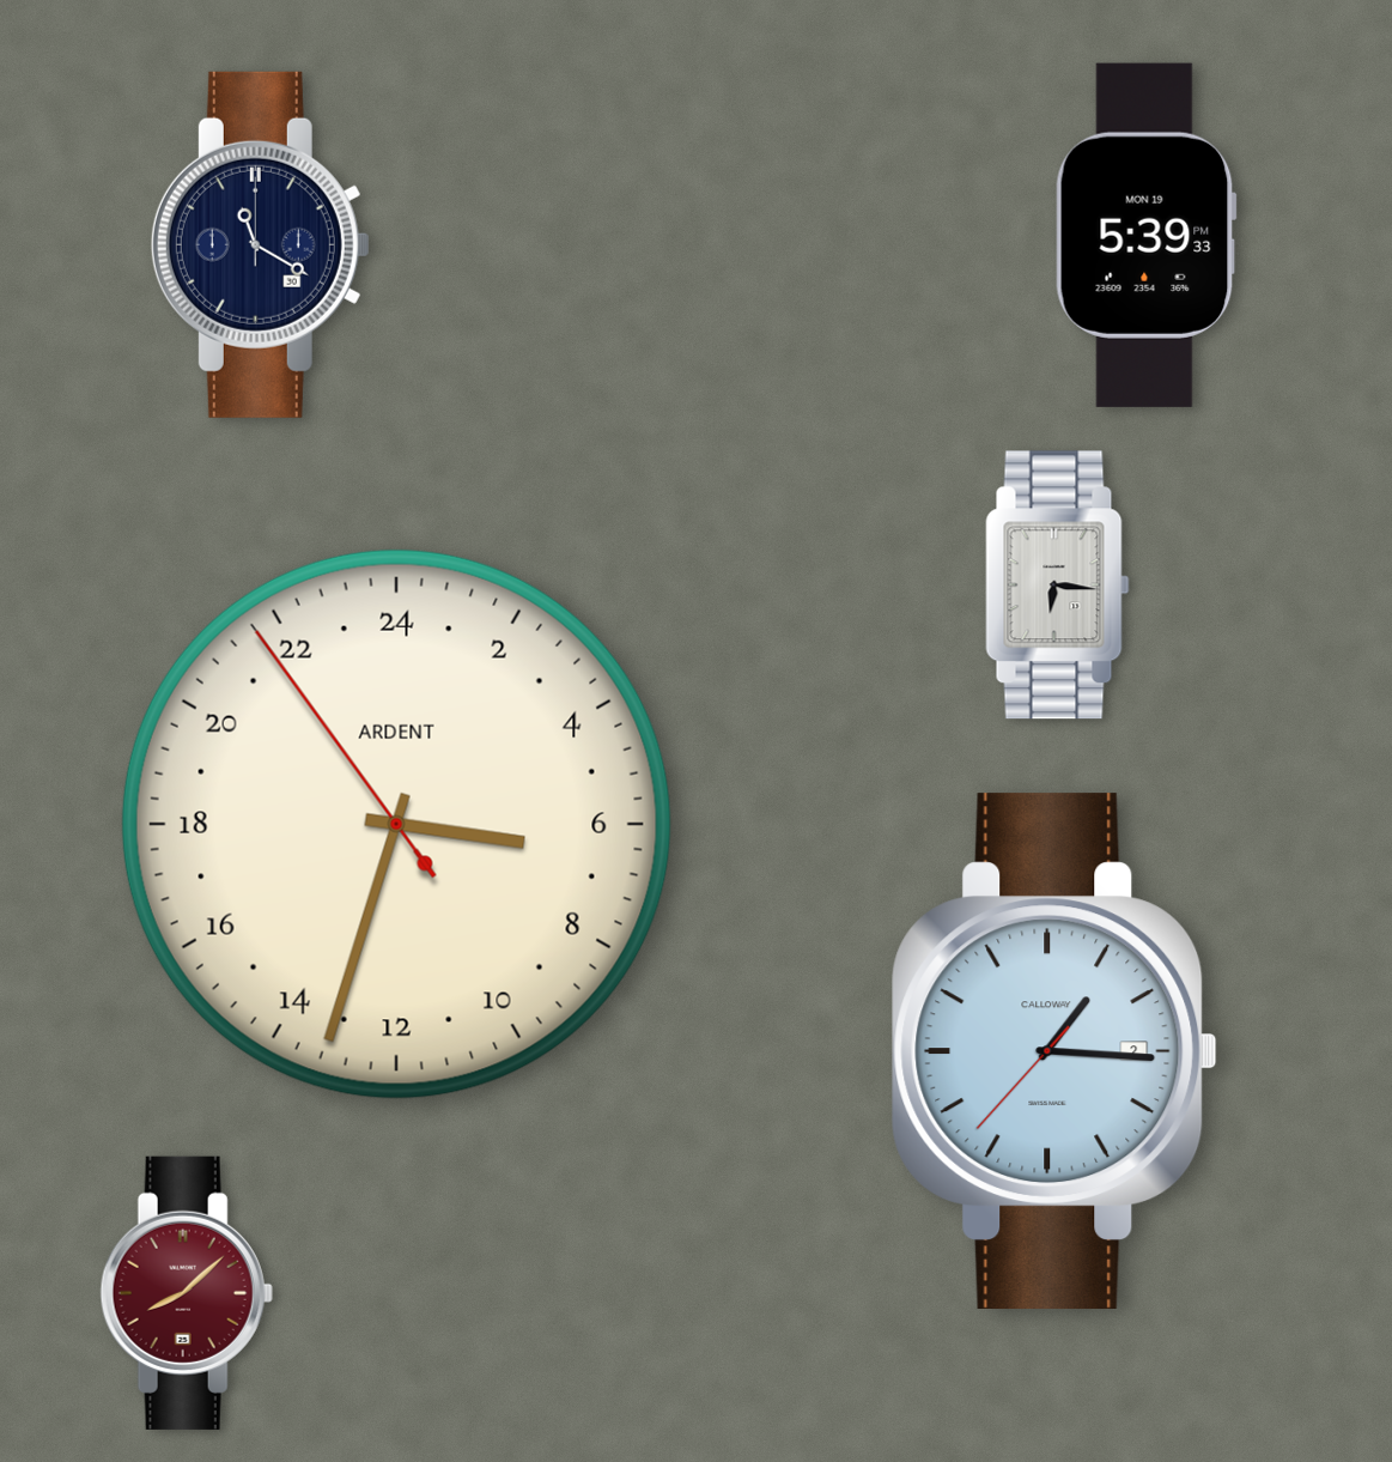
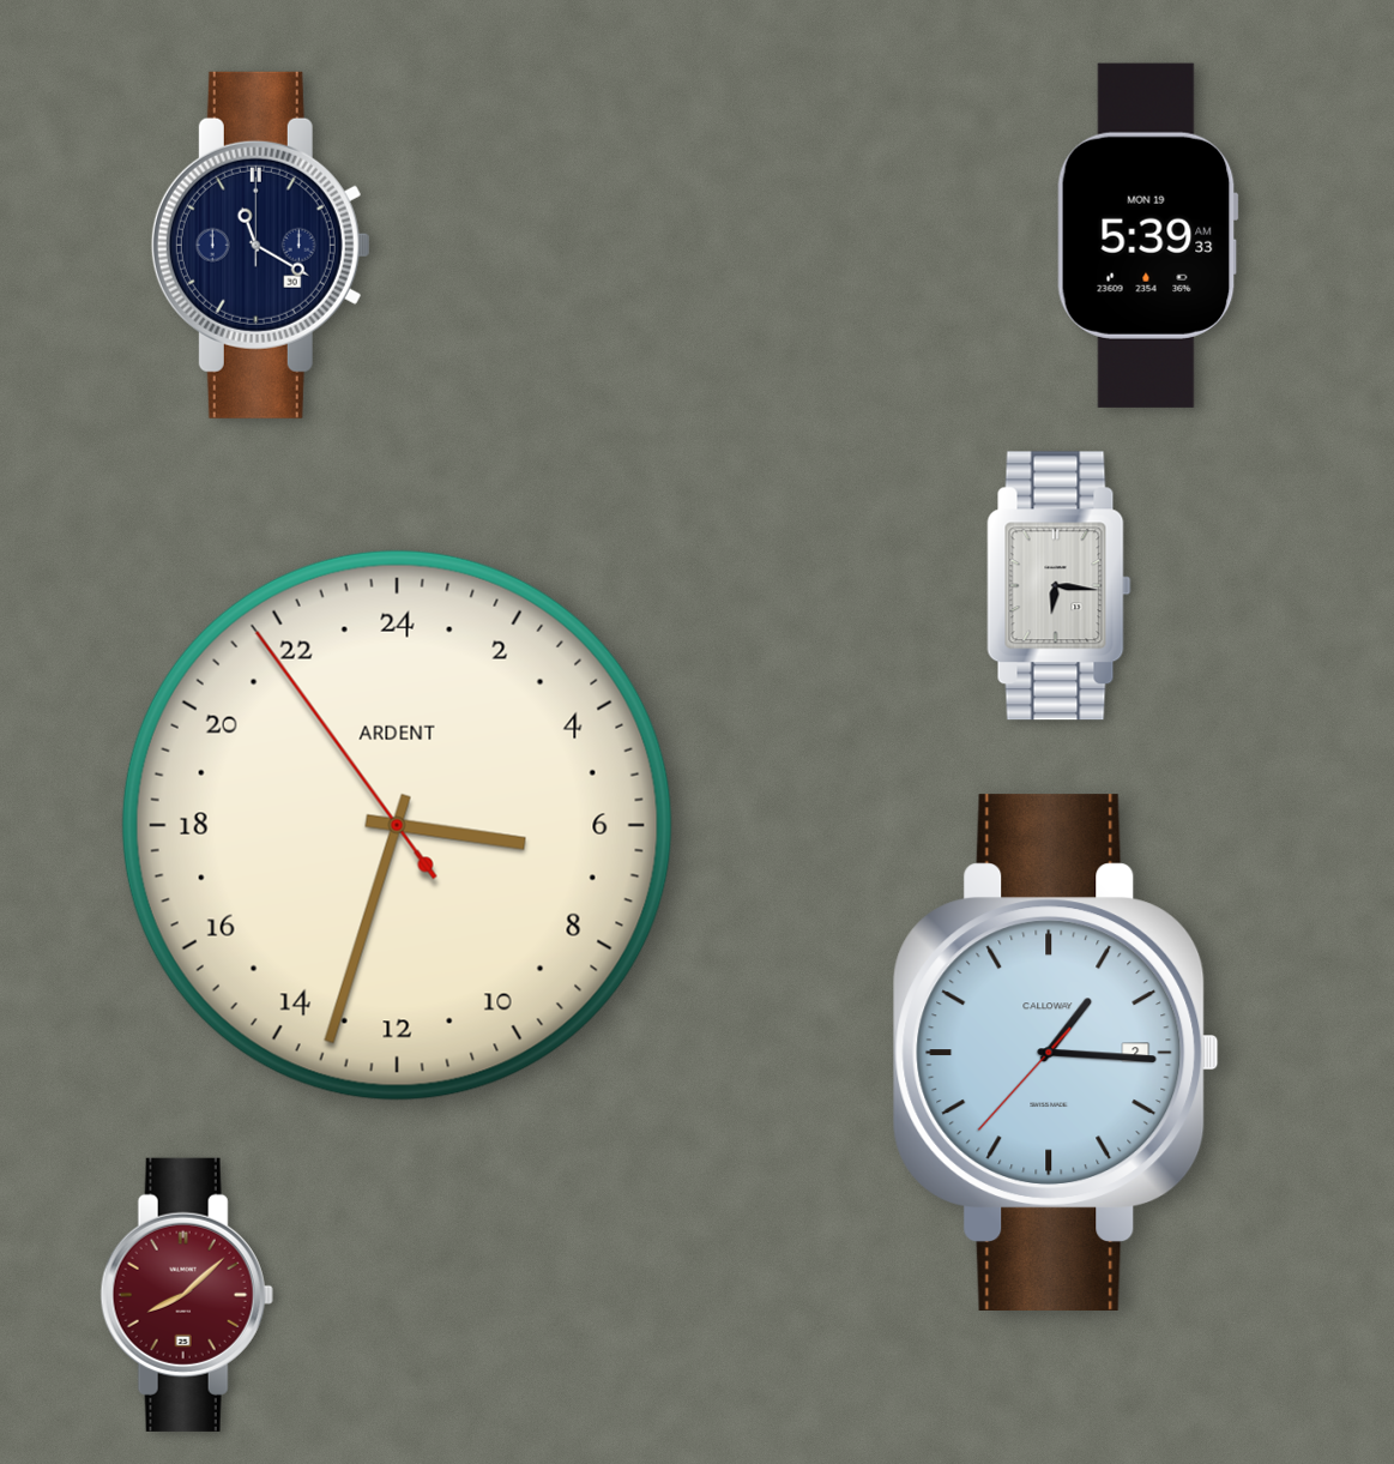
clock at (1145, 235): 5:39:33 PM -> 5:39:33 AM
